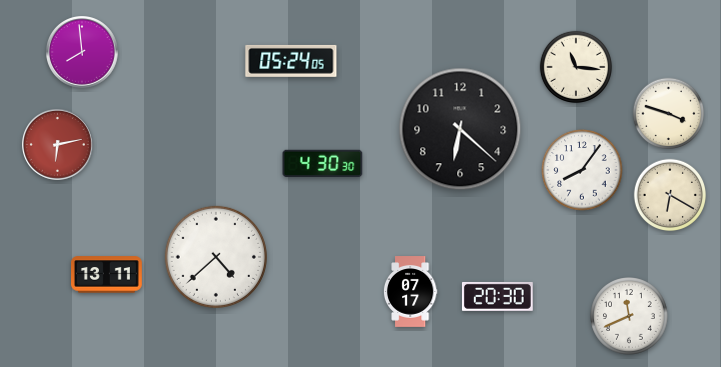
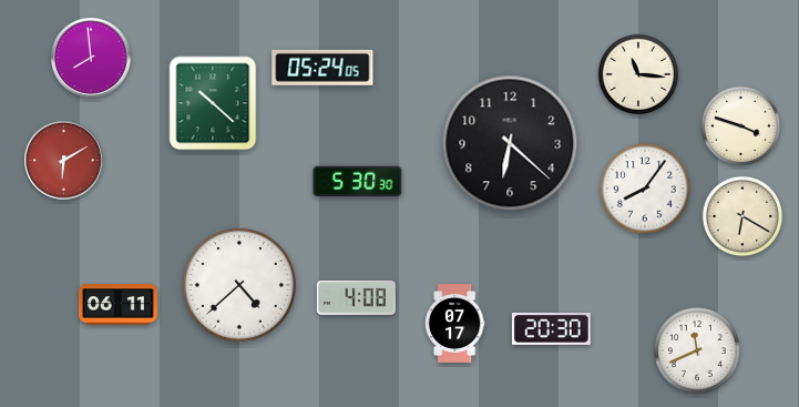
clock at (213, 103): none -> 10:22
clock at (58, 145): 6:13 -> 6:10
clock at (323, 164): 4:30 -> 5:30
clock at (356, 298): none -> 4:08
clock at (107, 275): 13:11 -> 06:11
